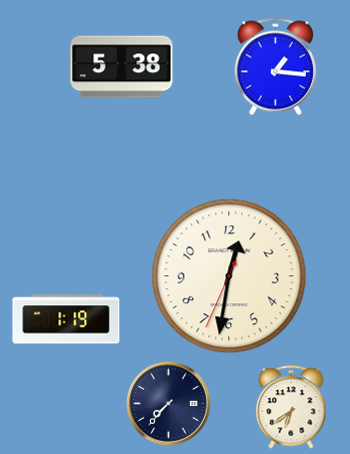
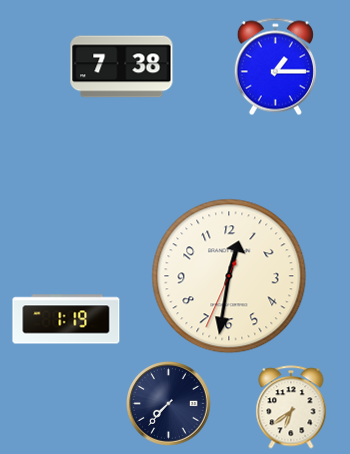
clock at (122, 67): 5:38 -> 7:38
clock at (275, 67): 1:16 -> 1:15
